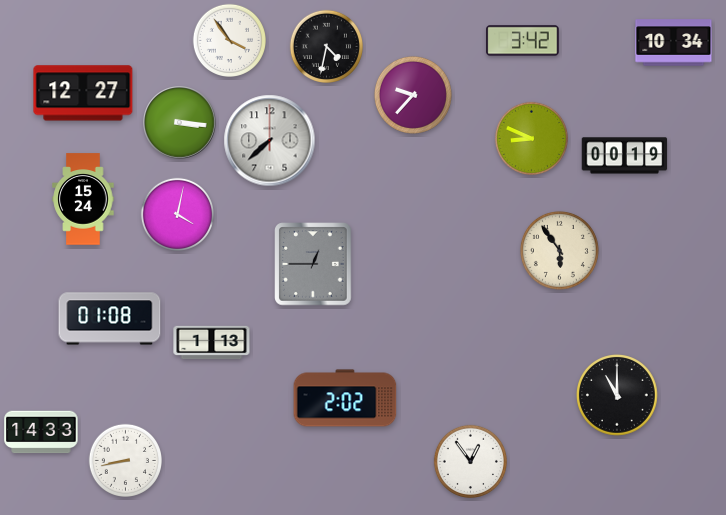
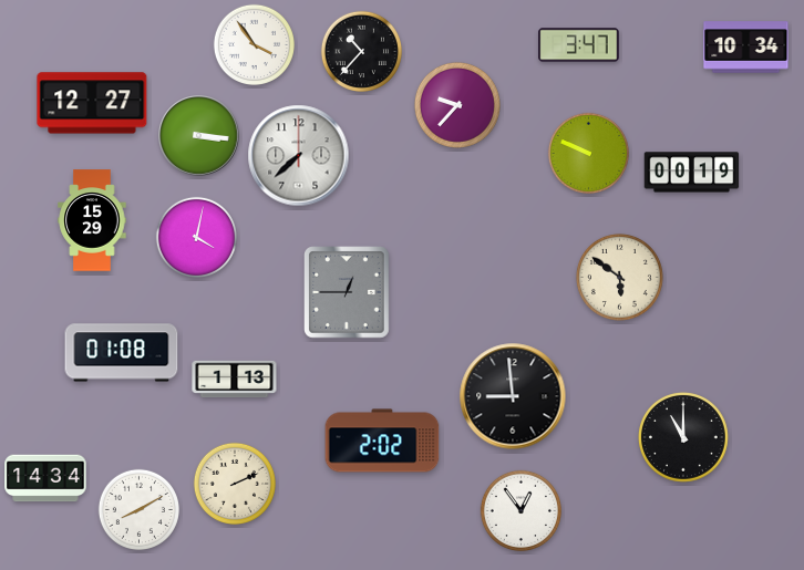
clock at (523, 41): 3:42 -> 3:47
clock at (326, 46): 4:32 -> 10:37
clock at (531, 138): 8:49 -> 9:49
clock at (83, 199): 15:24 -> 15:29
clock at (559, 250): 5:54 -> 5:51
clock at (513, 396): none -> 8:59
clock at (41, 432): 14:33 -> 14:34
clock at (235, 484): none -> 2:11
clock at (125, 460): 8:43 -> 8:10
